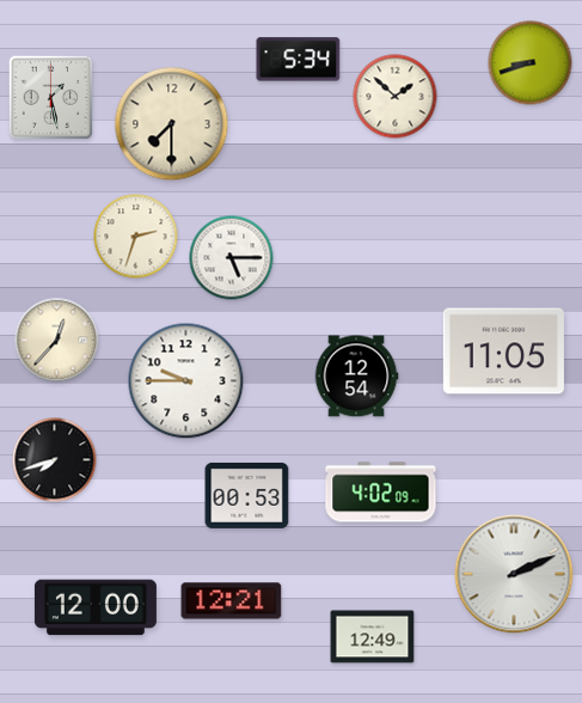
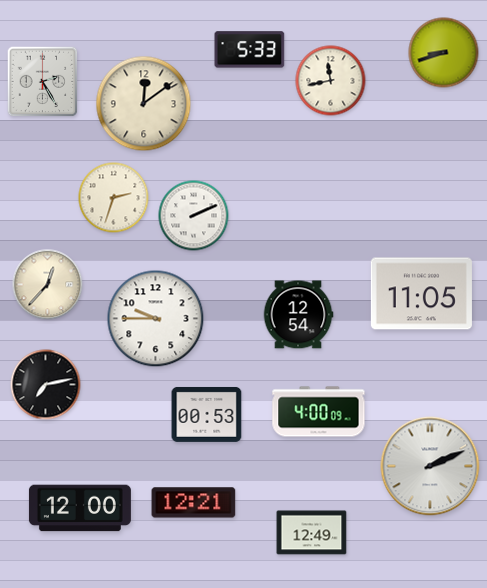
clock at (299, 60): 5:34 -> 5:33
clock at (396, 97): 1:52 -> 11:43
clock at (51, 98): 1:28 -> 2:25
clock at (172, 124): 7:30 -> 12:09
clock at (232, 258): 5:15 -> 2:11
clock at (55, 460): 7:42 -> 7:13
clock at (381, 493): 4:02 -> 4:00
clock at (514, 574) position: (514, 574) -> (430, 466)
